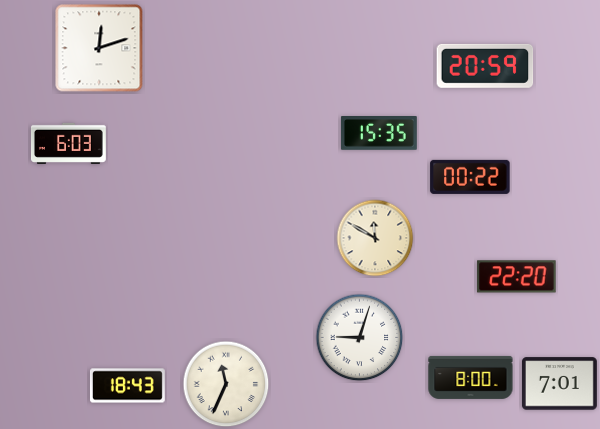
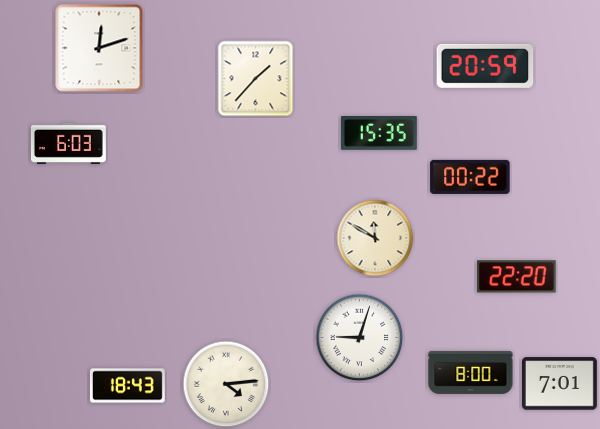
clock at (256, 79): none -> 1:37
clock at (471, 377) position: (471, 377) -> (471, 372)
clock at (226, 384): 11:34 -> 4:14
